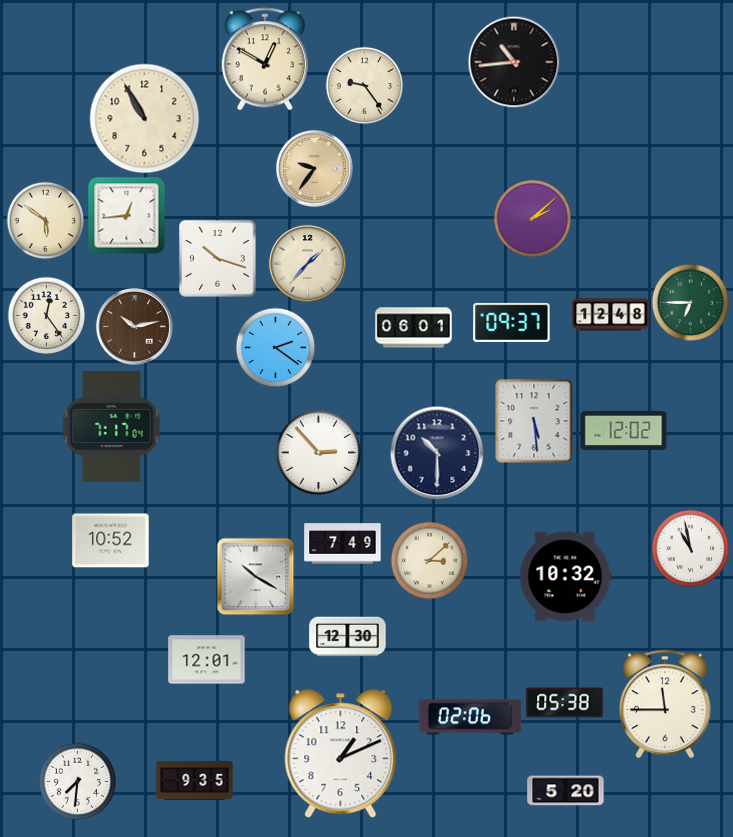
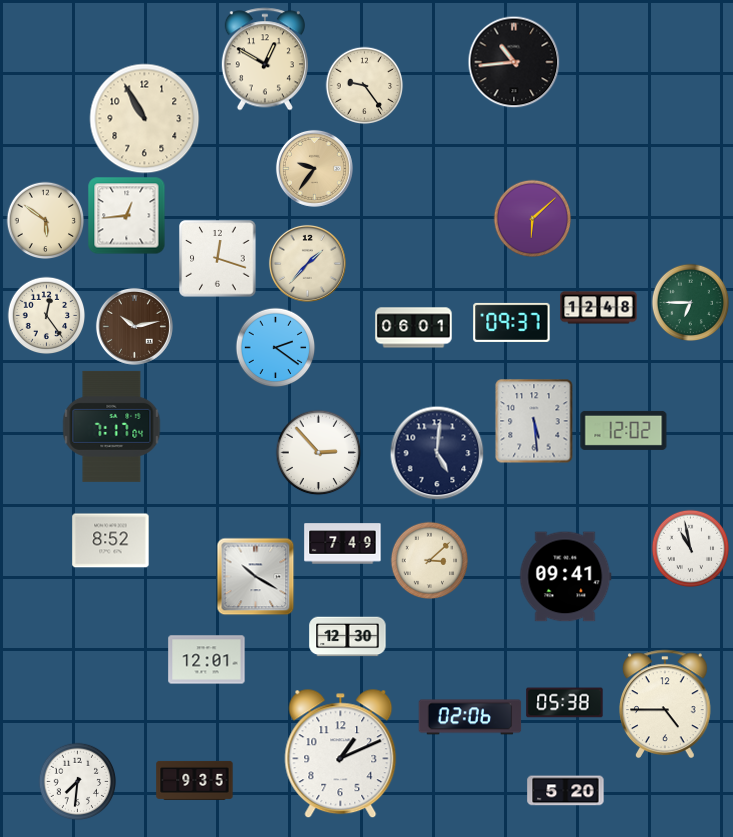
clock at (532, 218): 2:08 -> 6:08
clock at (218, 259): 10:18 -> 12:18
clock at (611, 315) position: (611, 315) -> (599, 308)
clock at (437, 453): 10:30 -> 5:01
clock at (111, 541): 10:52 -> 8:52
clock at (566, 577): 10:32 -> 09:41
clock at (666, 704): 11:45 -> 4:45
